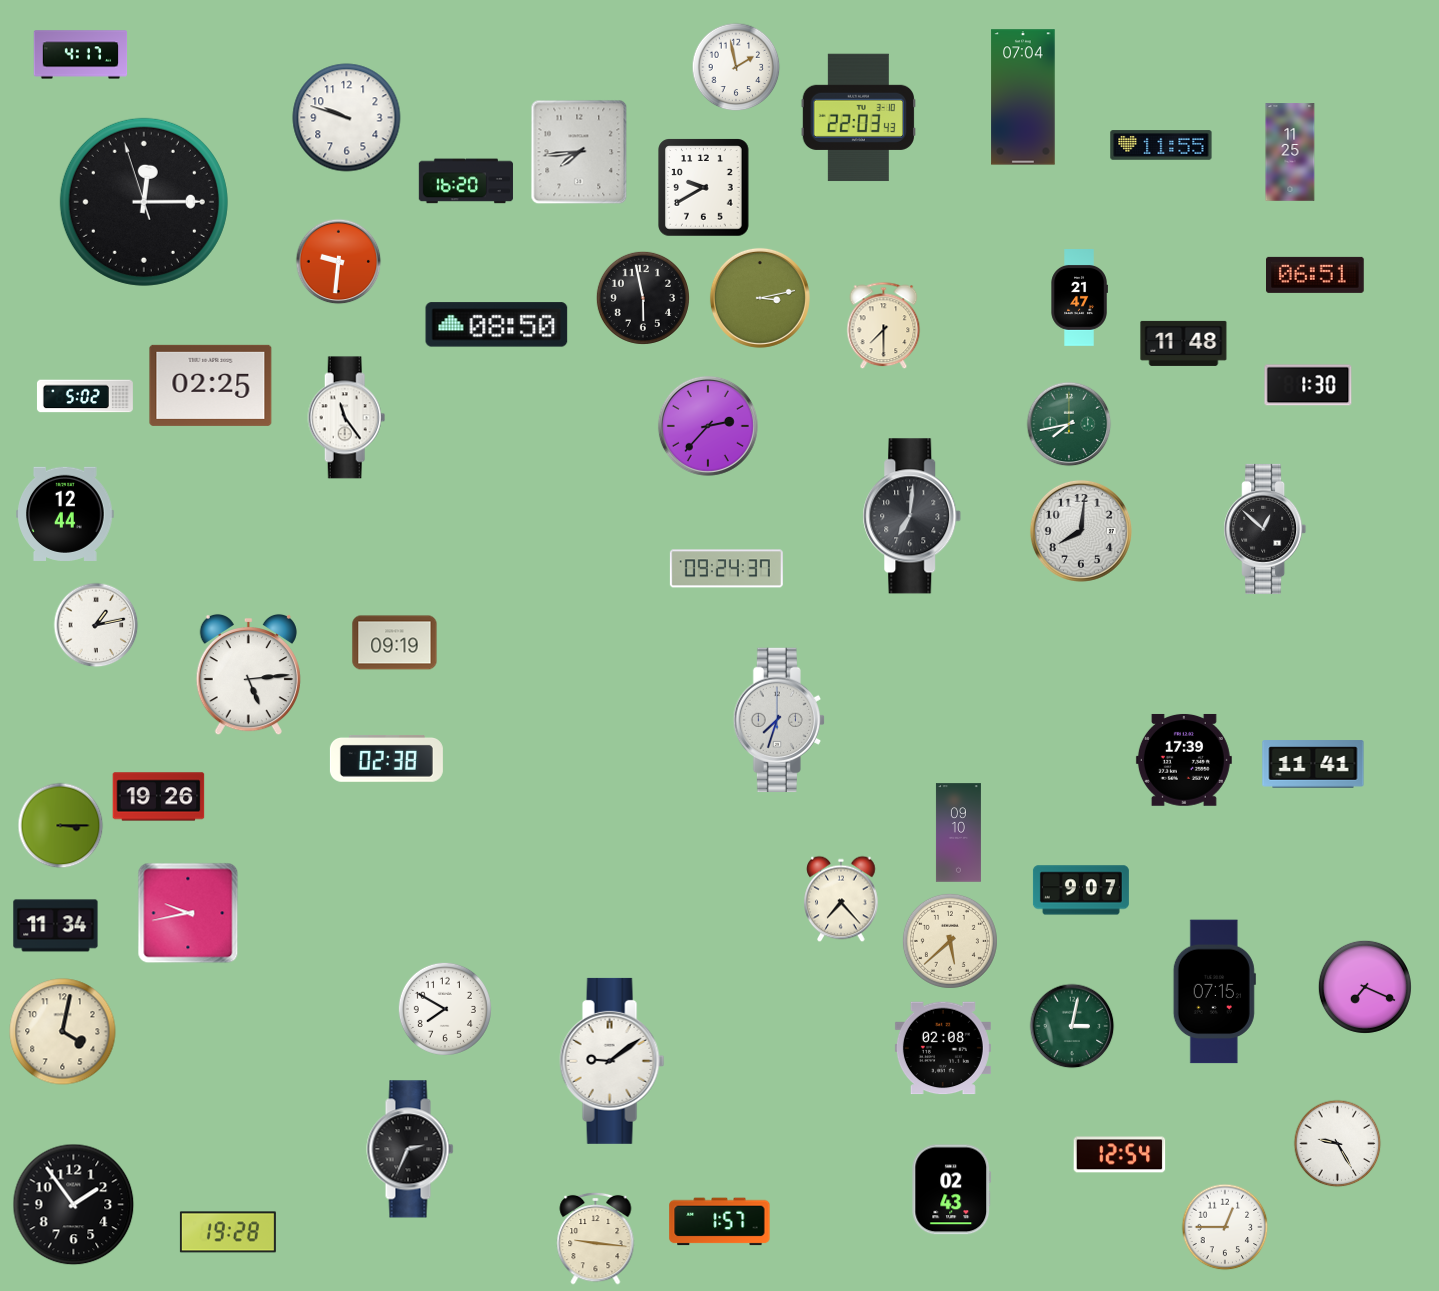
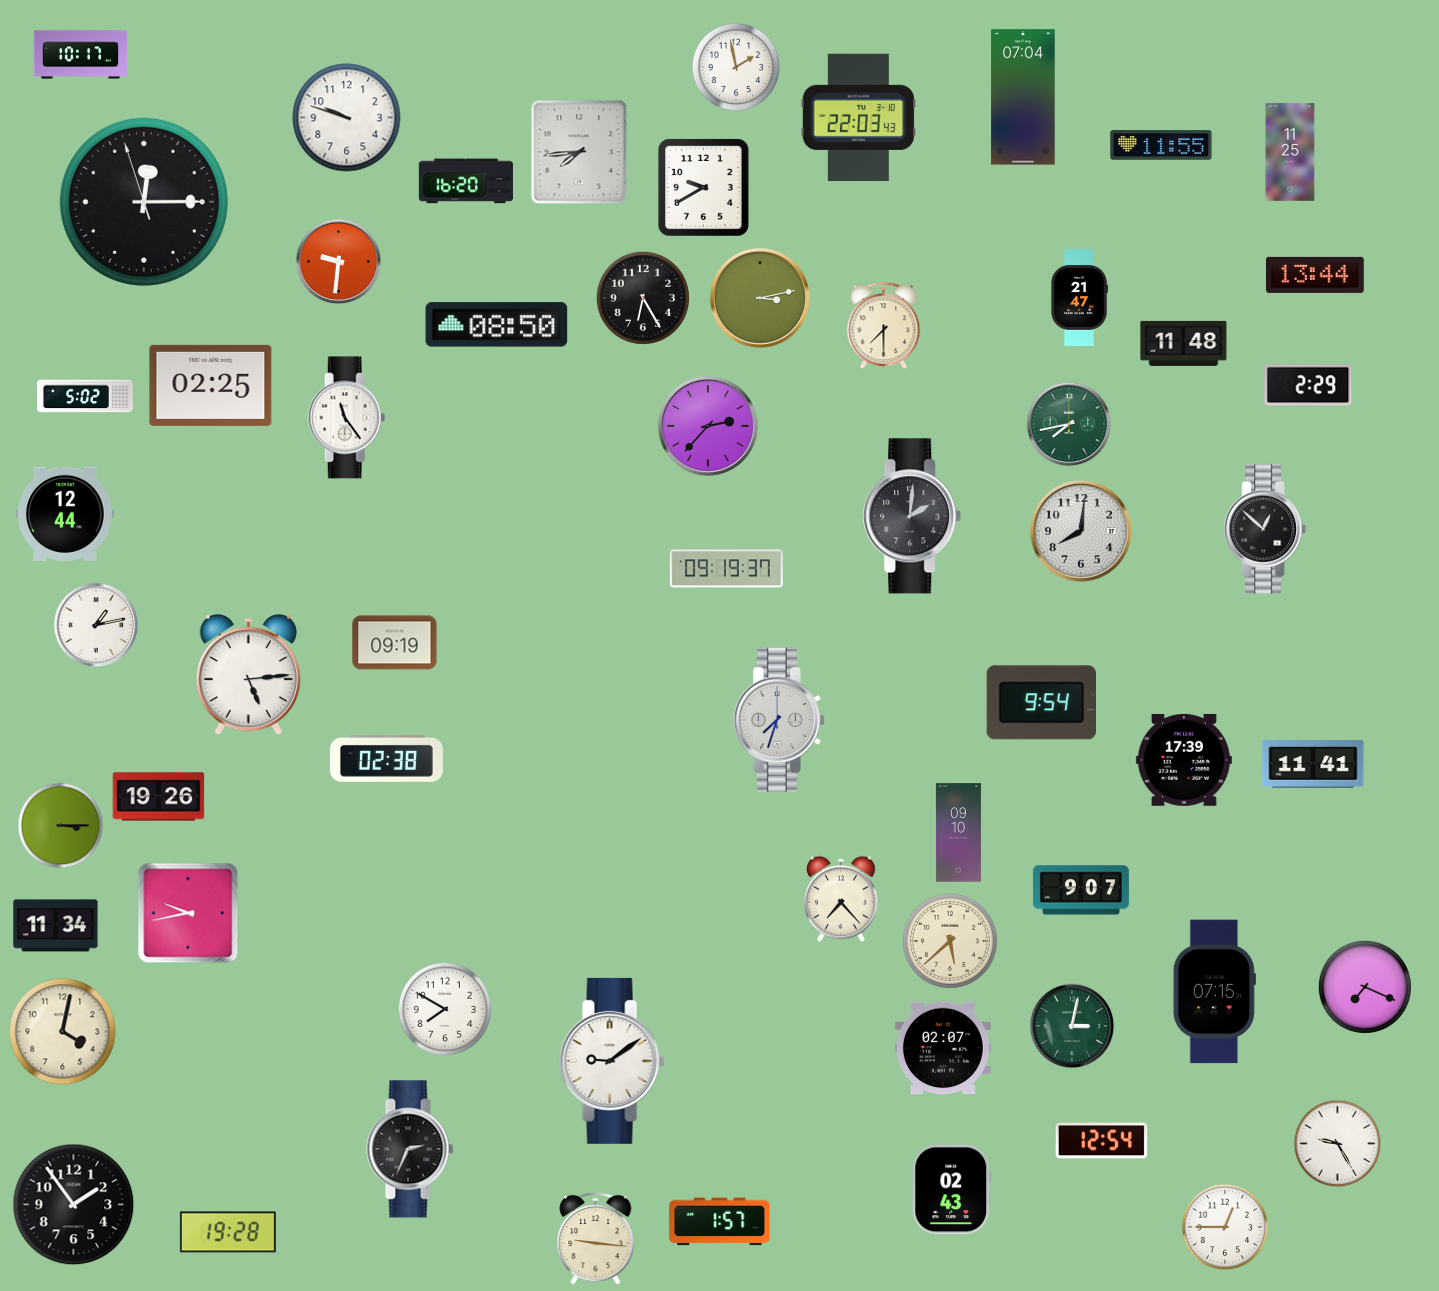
clock at (81, 55): 4:17 -> 10:17
clock at (1316, 275): 06:51 -> 13:44
clock at (643, 298): 5:58 -> 6:25
clock at (1308, 385): 1:30 -> 2:29
clock at (912, 516): 7:01 -> 2:01
clock at (726, 569): 09:24 -> 09:19
clock at (1041, 703): none -> 9:54
clock at (943, 1048): 02:08 -> 02:07
clock at (1120, 1155) position: (1120, 1155) -> (1102, 1141)
